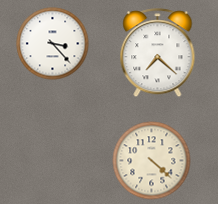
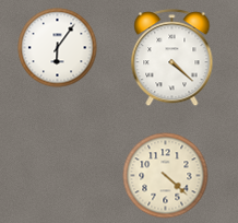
clock at (53, 44): 3:23 -> 6:06
clock at (158, 53): 7:22 -> 4:22
